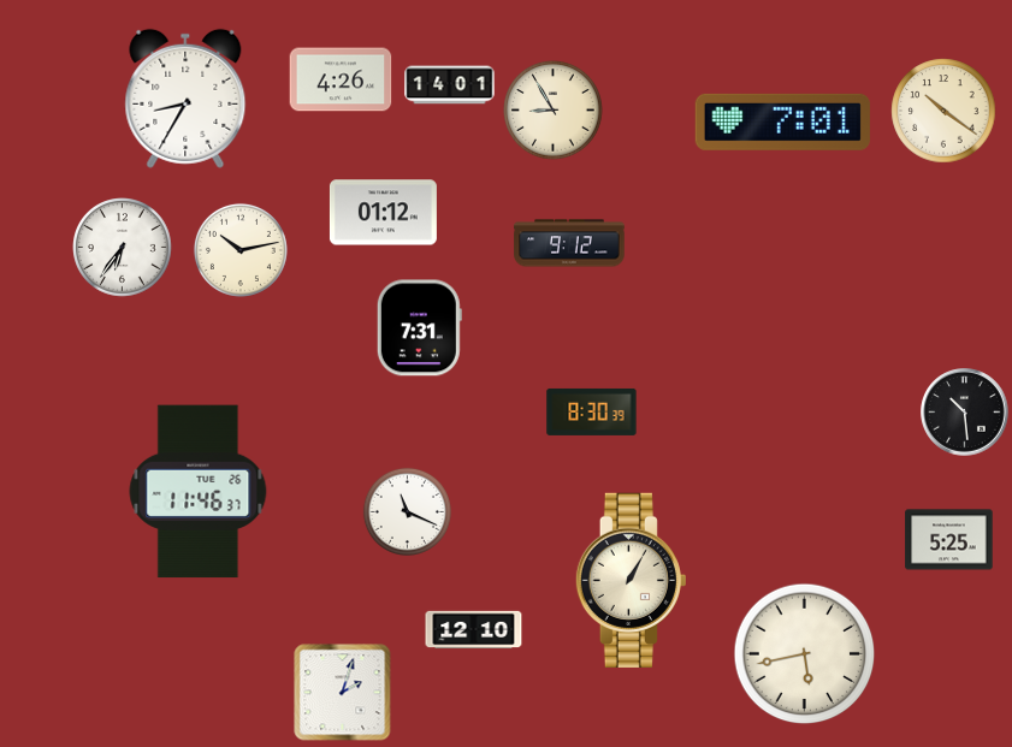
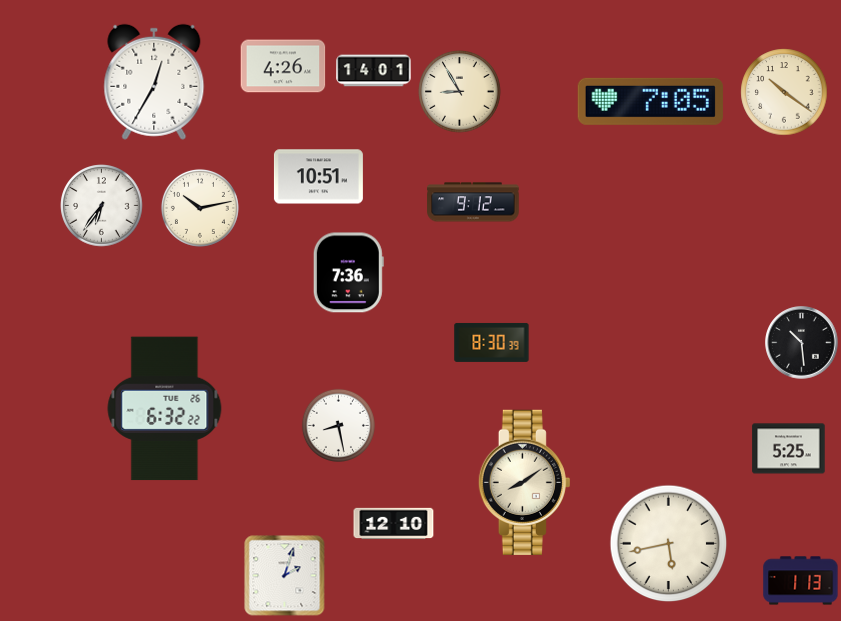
clock at (185, 99): 8:35 -> 12:35
clock at (782, 121): 7:01 -> 7:05
clock at (383, 213): 01:12 -> 10:51
clock at (419, 328): 7:31 -> 7:36
clock at (199, 492): 11:46 -> 6:32
clock at (407, 511): 11:19 -> 8:28
clock at (631, 580): 1:05 -> 8:09
clock at (801, 581): none -> 1:13
